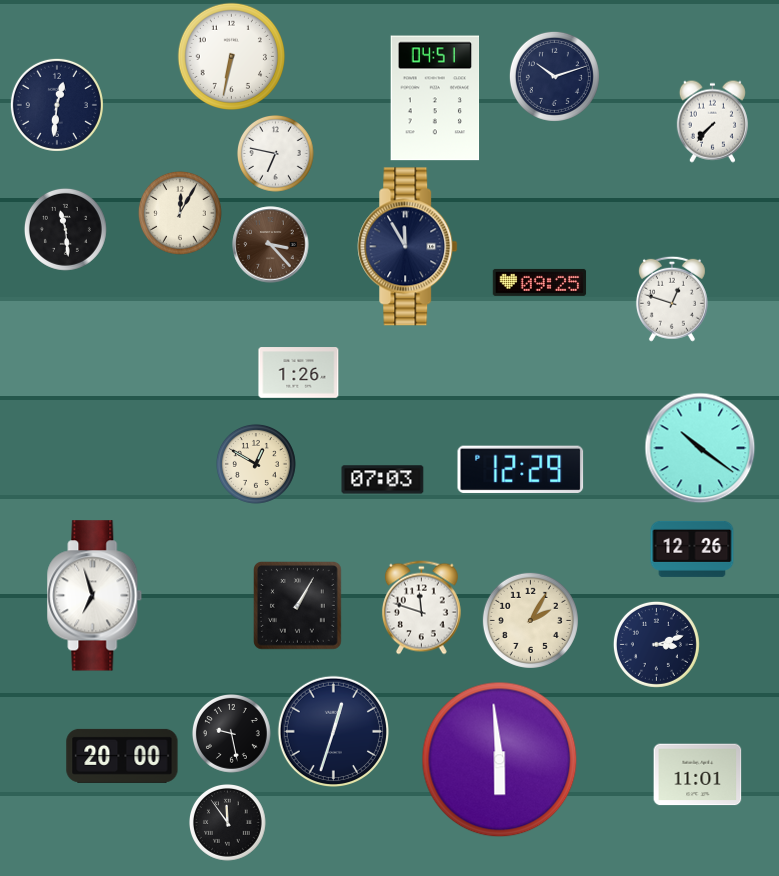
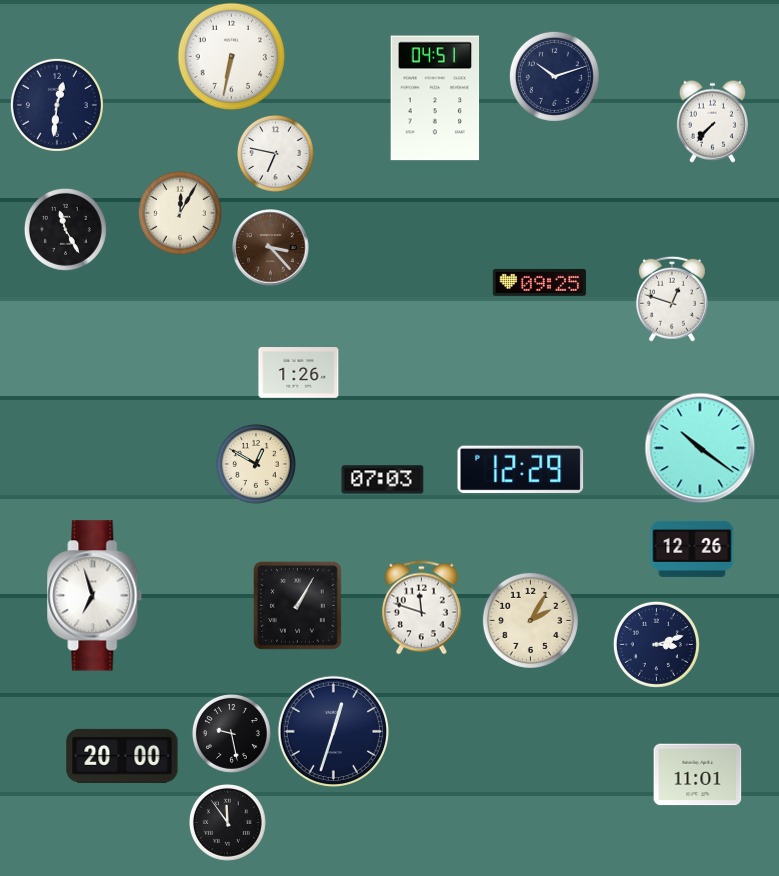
clock at (65, 229): 11:29 -> 11:25
clock at (271, 245) position: (271, 245) -> (271, 248)
clock at (408, 247): 11:55 -> none
clock at (500, 760): 5:59 -> none
